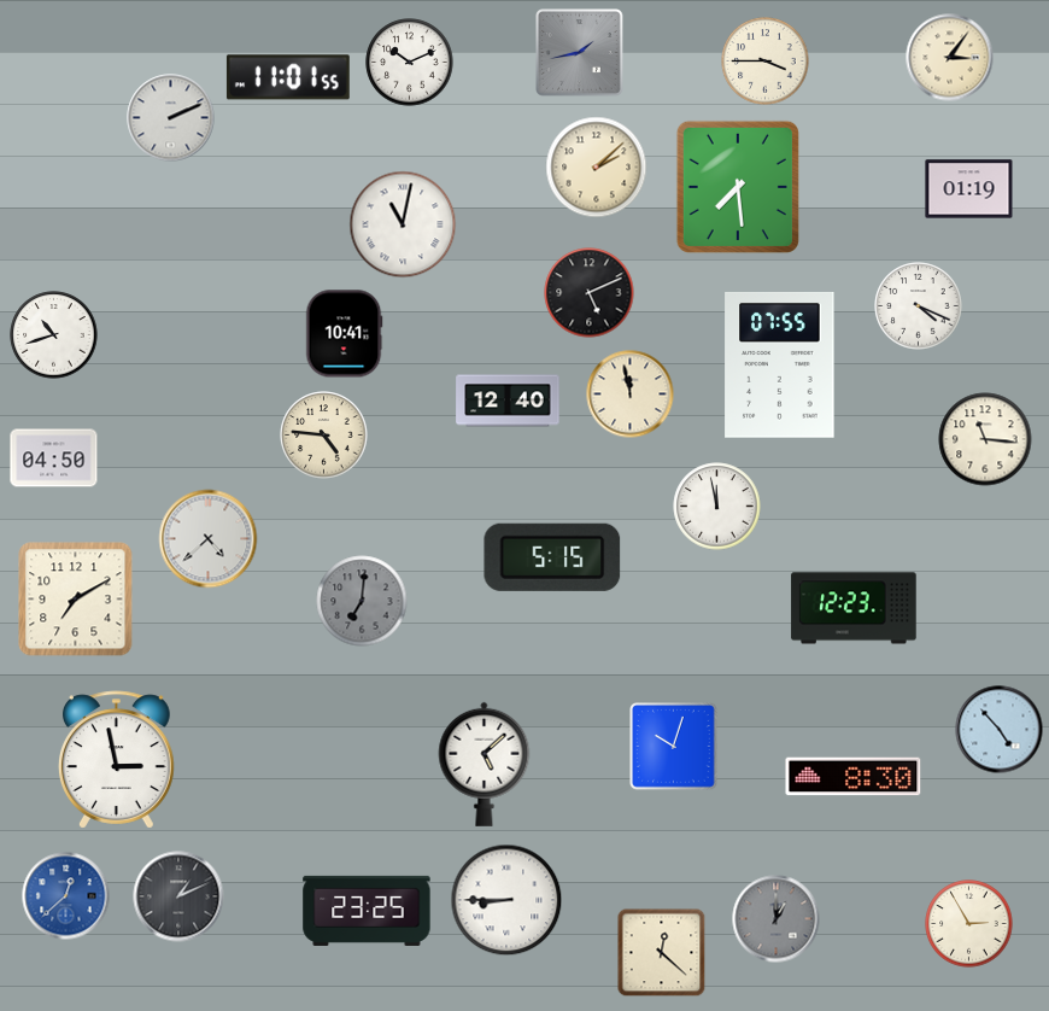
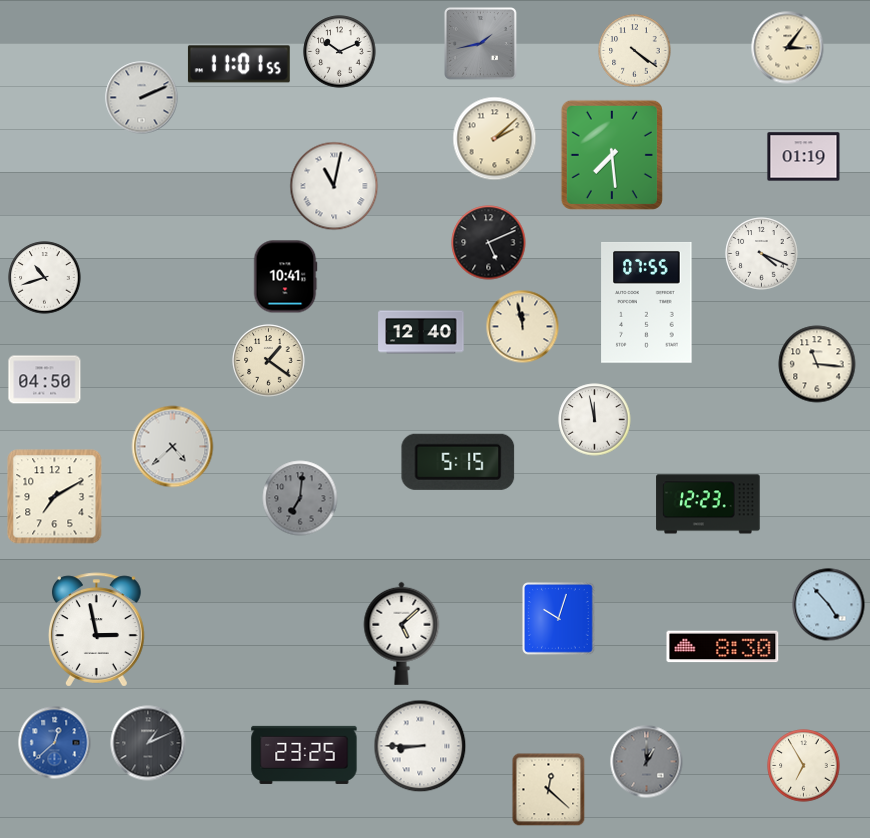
clock at (766, 62): 3:45 -> 4:21
clock at (324, 436): 4:46 -> 1:21
clock at (76, 600) position: (76, 600) -> (55, 497)
clock at (854, 777) position: (854, 777) -> (723, 647)
clock at (777, 919) position: (777, 919) -> (647, 762)
clock at (969, 924): 2:55 -> 6:55
